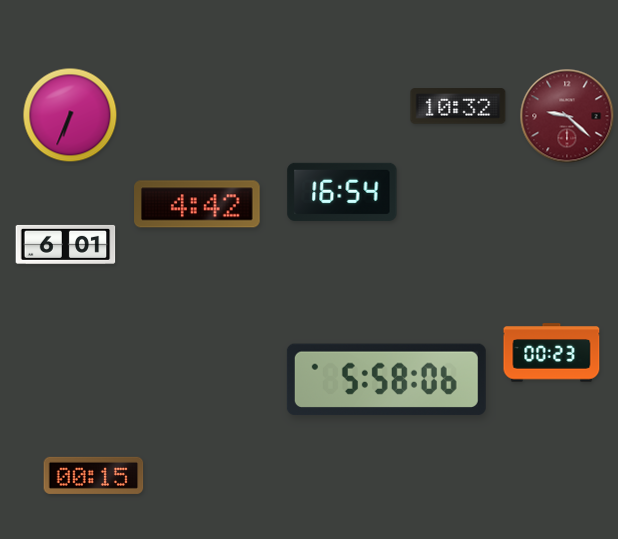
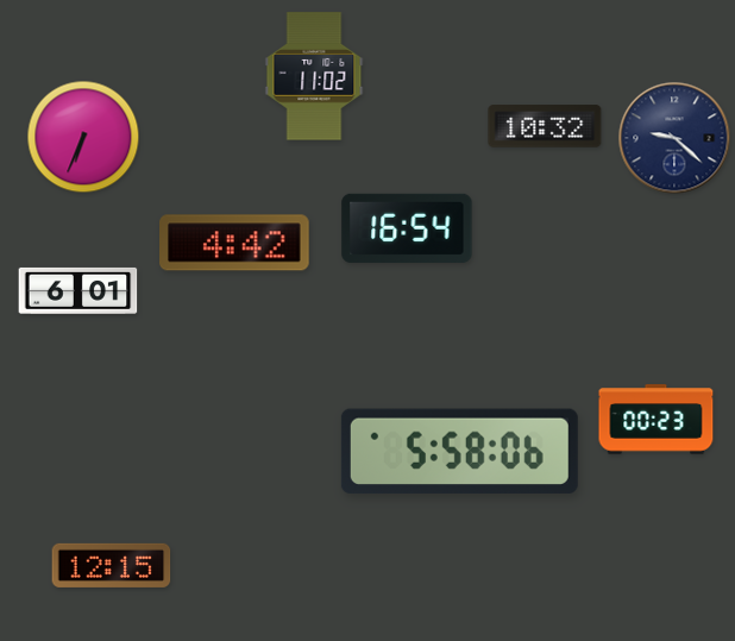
clock at (314, 76): none -> 11:02
clock at (567, 116) dial: burgundy -> navy
clock at (94, 475): 00:15 -> 12:15
